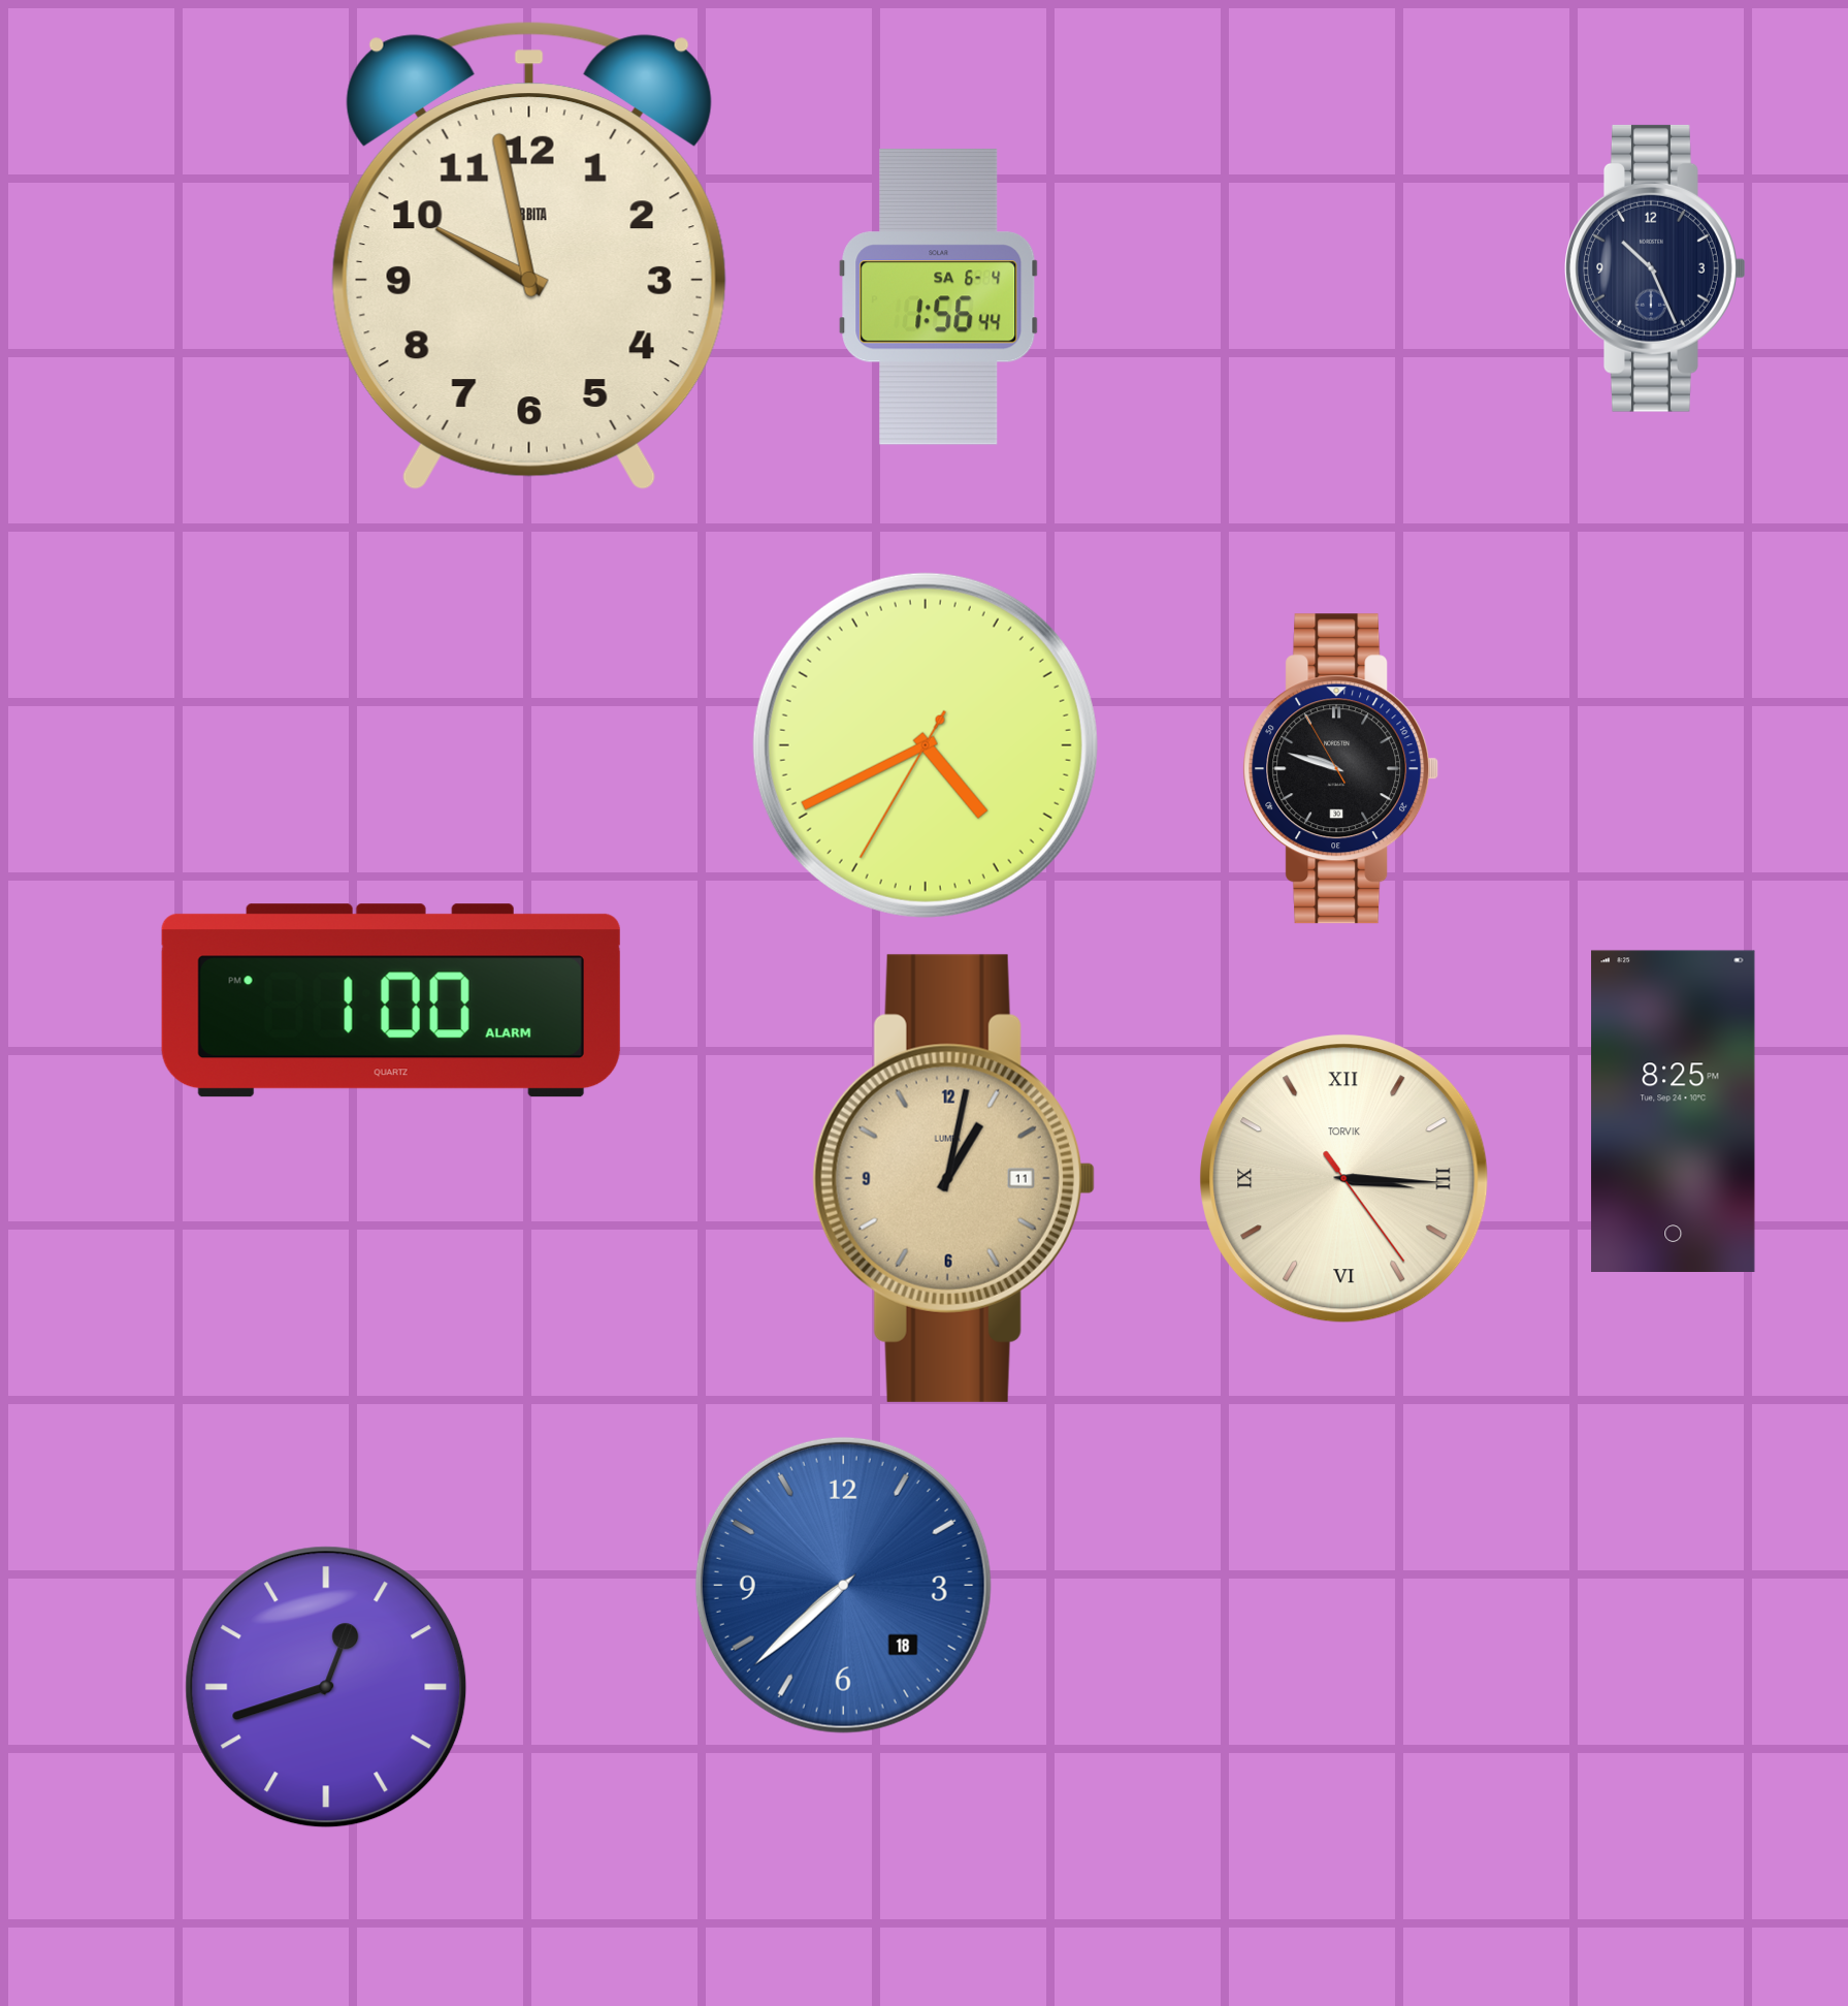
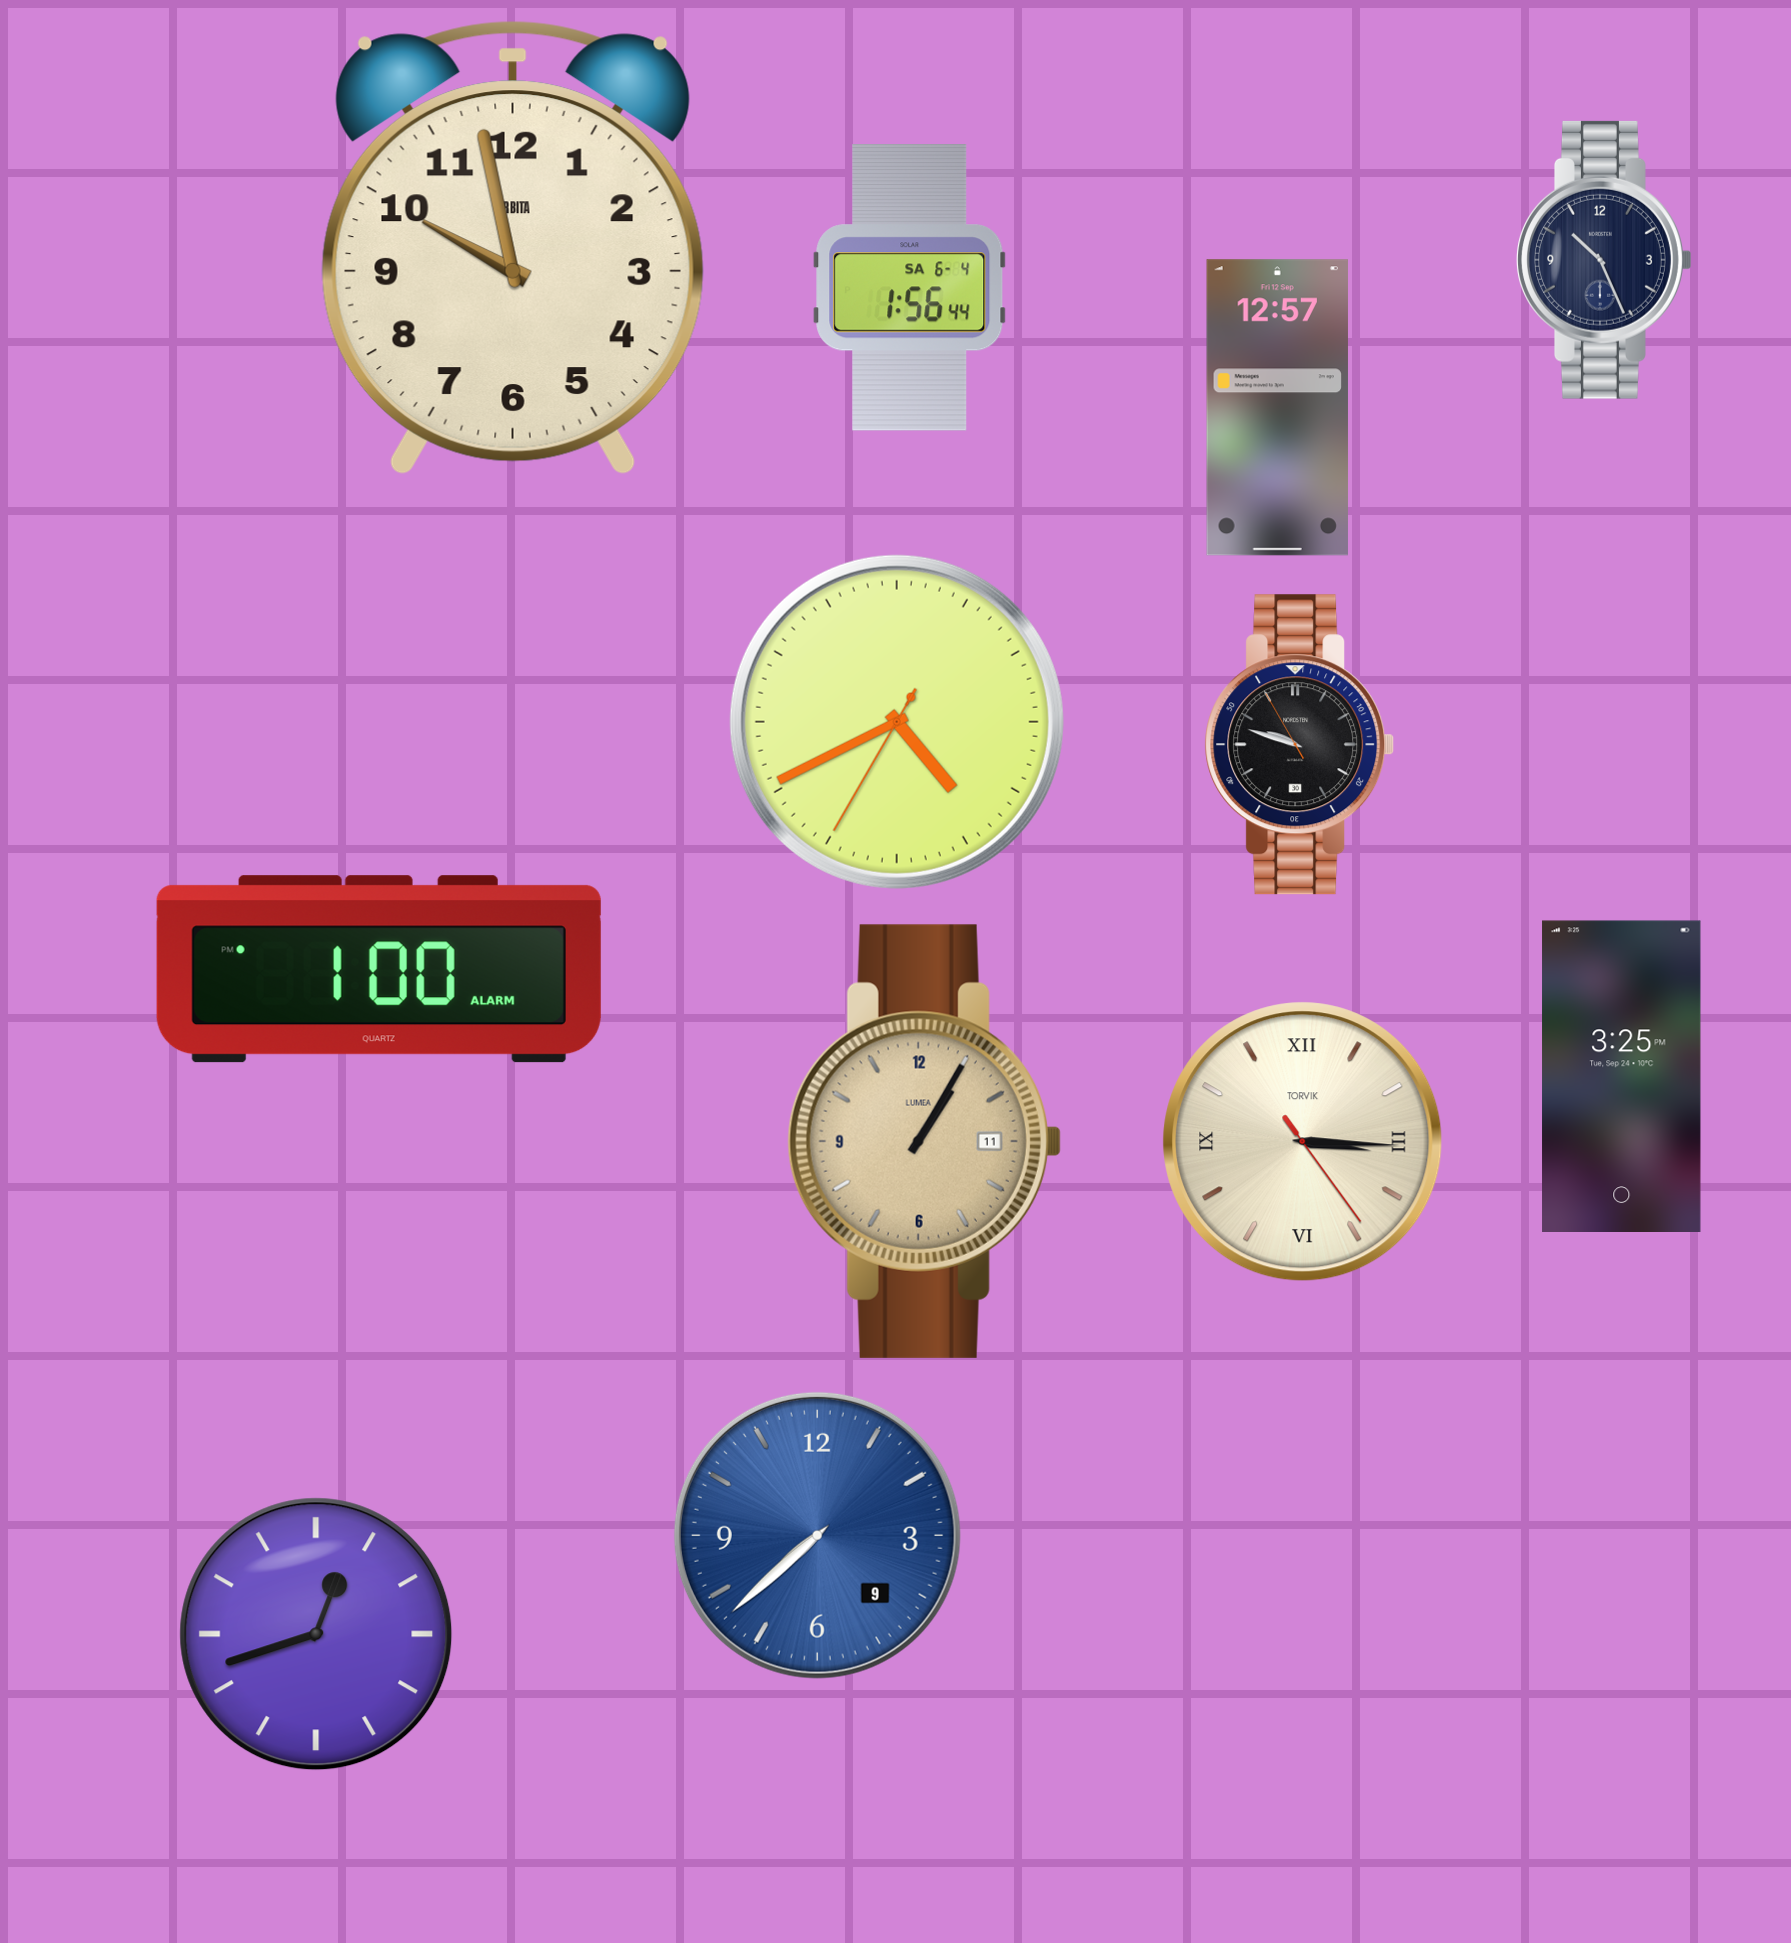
clock at (1277, 408): none -> 12:57
clock at (1674, 1111): 8:25 -> 3:25
clock at (953, 1178): 1:02 -> 1:05
clock at (843, 1585) date: 18 -> 9
